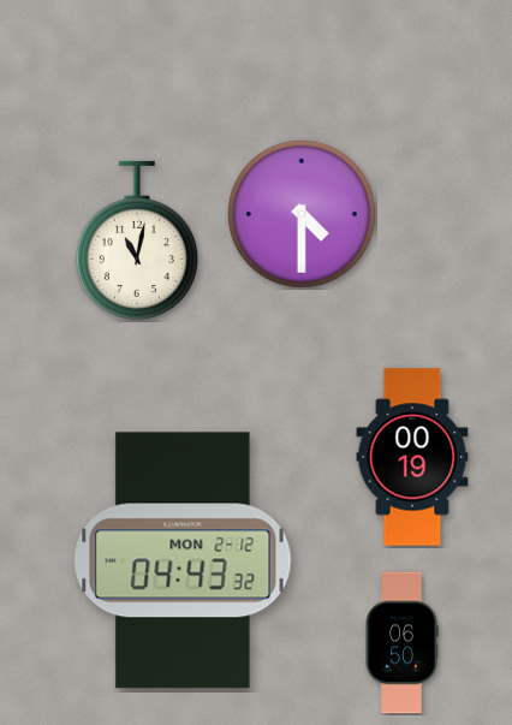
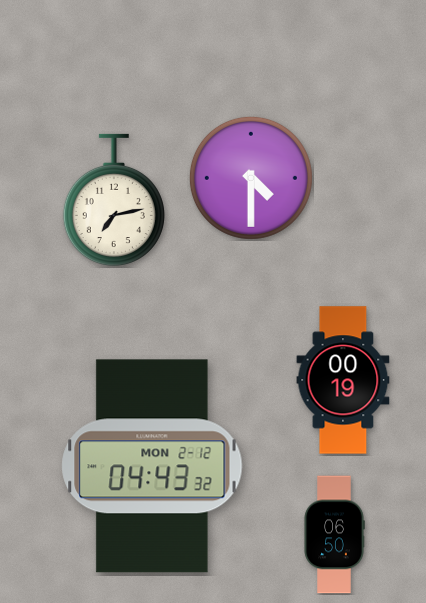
clock at (137, 240): 11:02 -> 7:13
